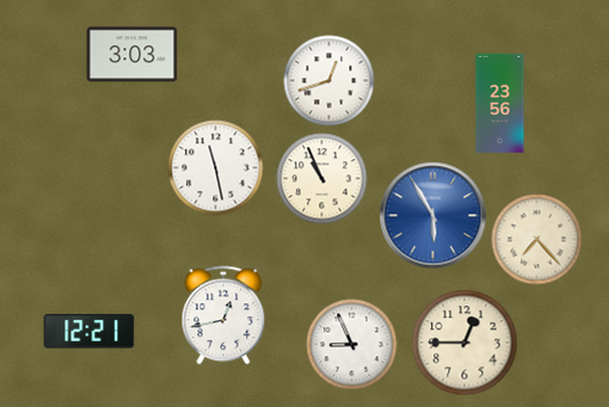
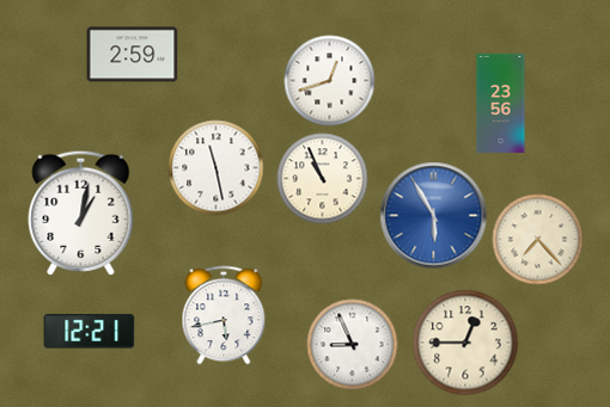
clock at (133, 55): 3:03 -> 2:59
clock at (81, 212): none -> 1:02
clock at (223, 315): 12:43 -> 5:43
